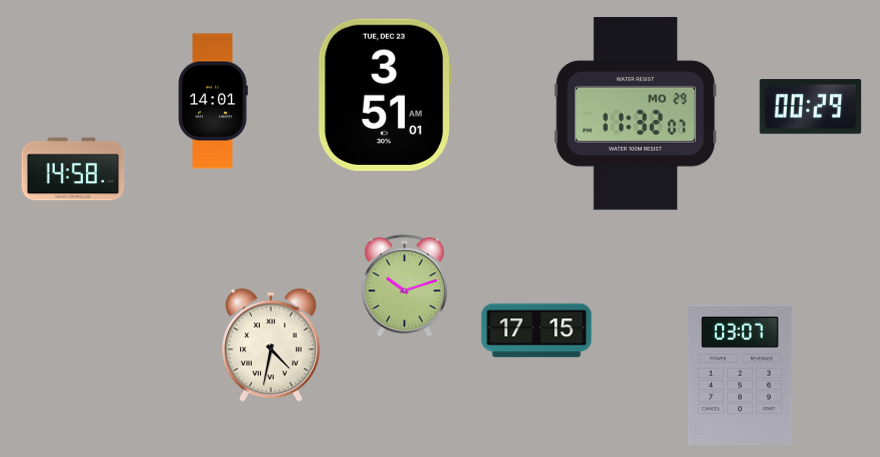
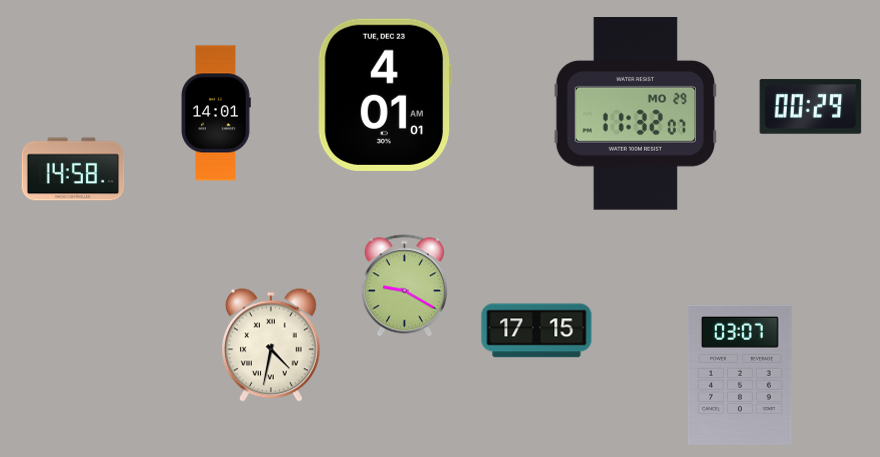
clock at (385, 95): 3:51 -> 4:01
clock at (213, 101) position: (213, 101) -> (216, 113)
clock at (404, 286): 10:12 -> 9:20
